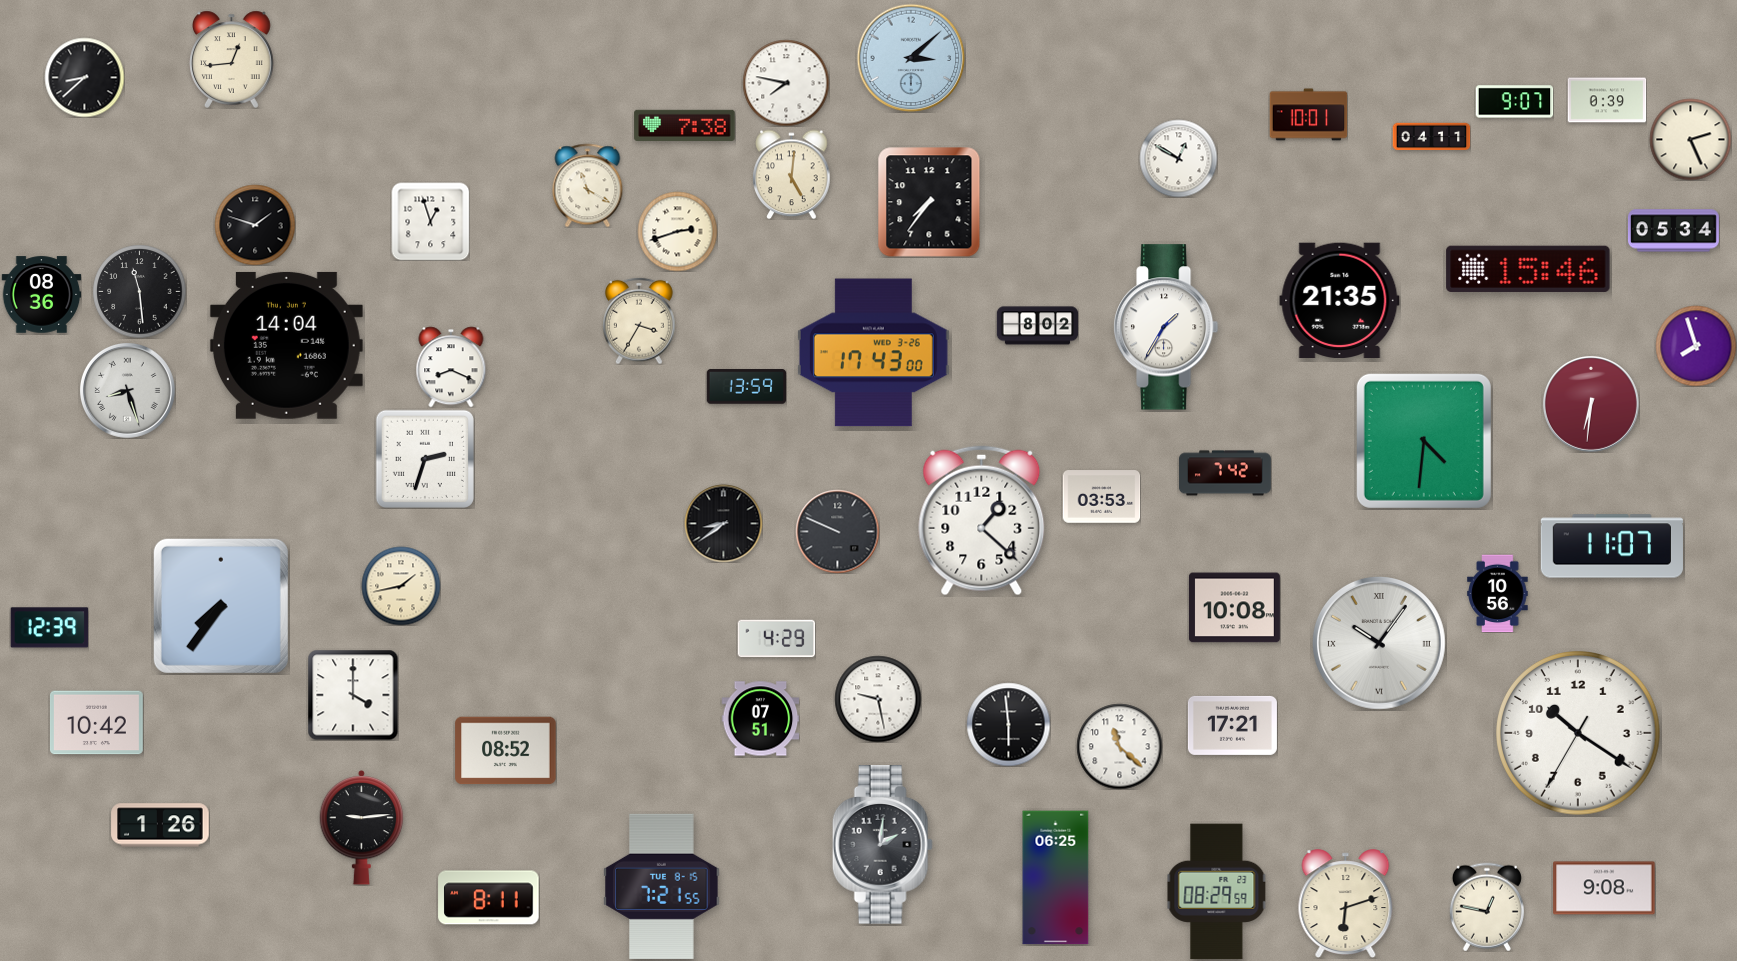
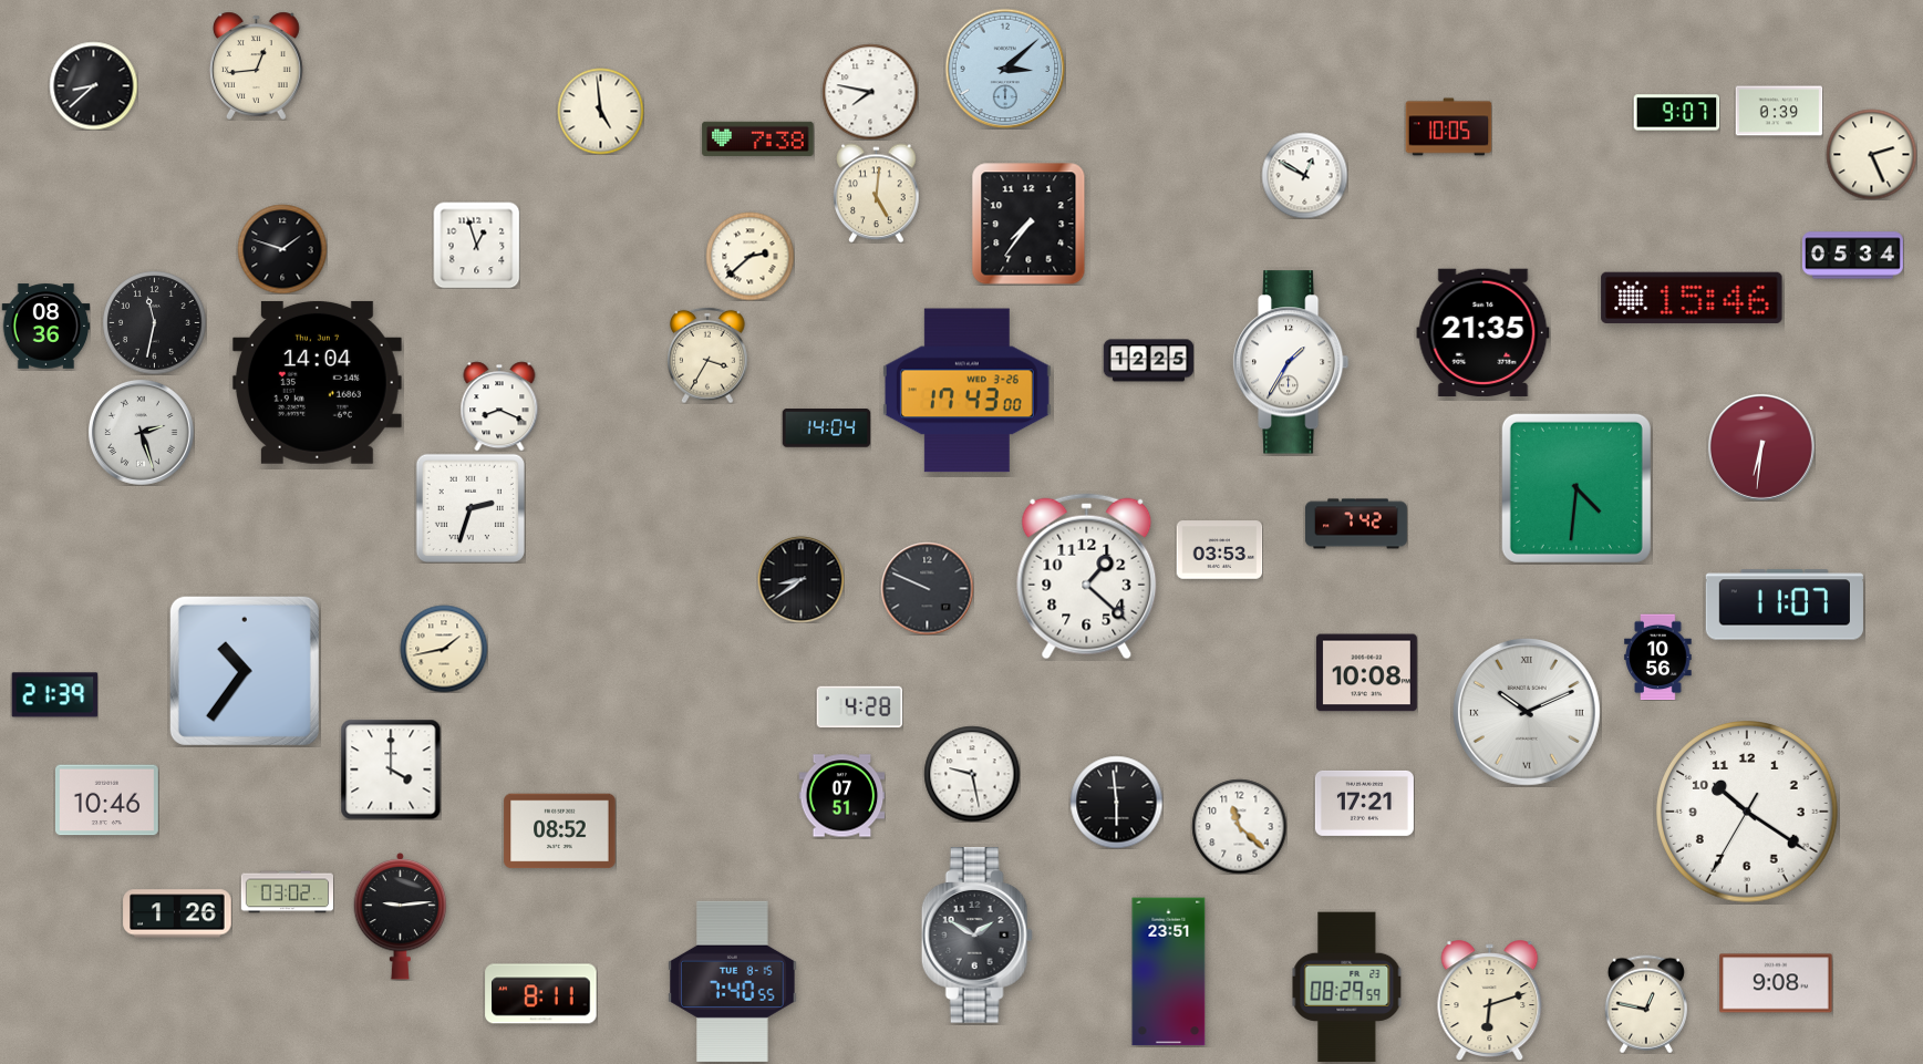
clock at (911, 58) position: (911, 58) -> (1005, 69)
clock at (600, 111): none -> 4:59
clock at (1308, 115): 10:01 -> 10:05
clock at (1431, 137): 04:11 -> none
clock at (588, 185): 11:20 -> none
clock at (677, 231): 2:42 -> 2:38
clock at (139, 291): 11:29 -> 11:32
clock at (1037, 326): 8:02 -> 12:25
clock at (1696, 346): 7:57 -> none
clock at (746, 387): 13:59 -> 14:04
clock at (128, 391): 8:27 -> 2:27
clock at (221, 606): 7:36 -> 10:36
clock at (49, 628): 12:39 -> 21:39
clock at (776, 639): 4:29 -> 4:28
clock at (1380, 644): 10:06 -> 10:11
clock at (96, 723): 10:42 -> 10:46
clock at (287, 892): none -> 03:02
clock at (882, 845): 2:01 -> 1:50
clock at (1056, 878): 06:25 -> 23:51
clock at (662, 886): 7:21 -> 7:40
